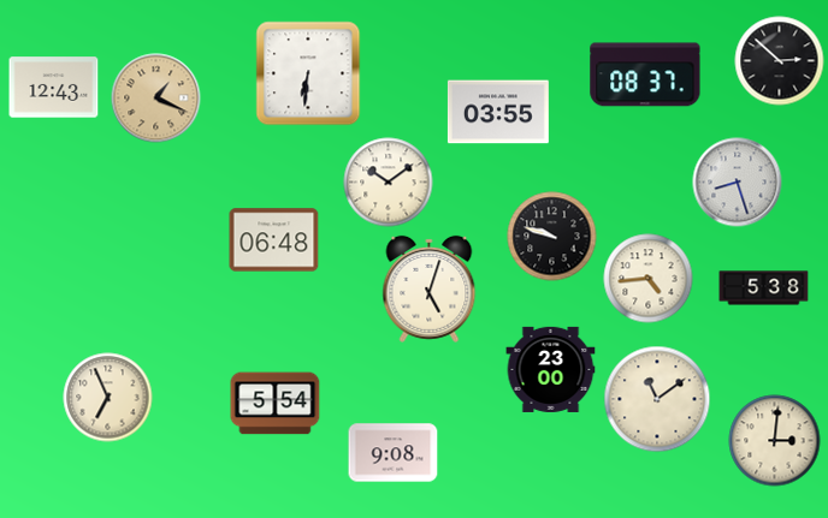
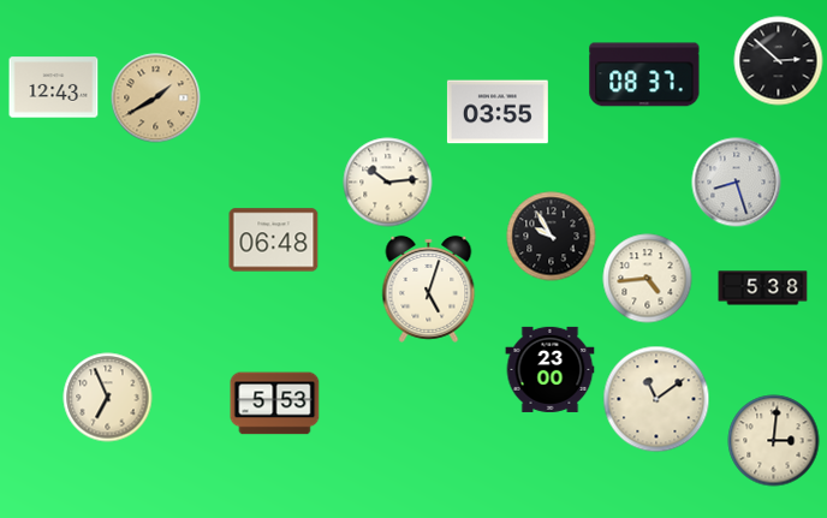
clock at (308, 73): 6:31 -> none
clock at (156, 99): 1:19 -> 1:40
clock at (389, 183): 10:09 -> 10:14
clock at (552, 237): 9:48 -> 9:55
clock at (276, 404): 5:54 -> 5:53
clock at (394, 453): 9:08 -> none
